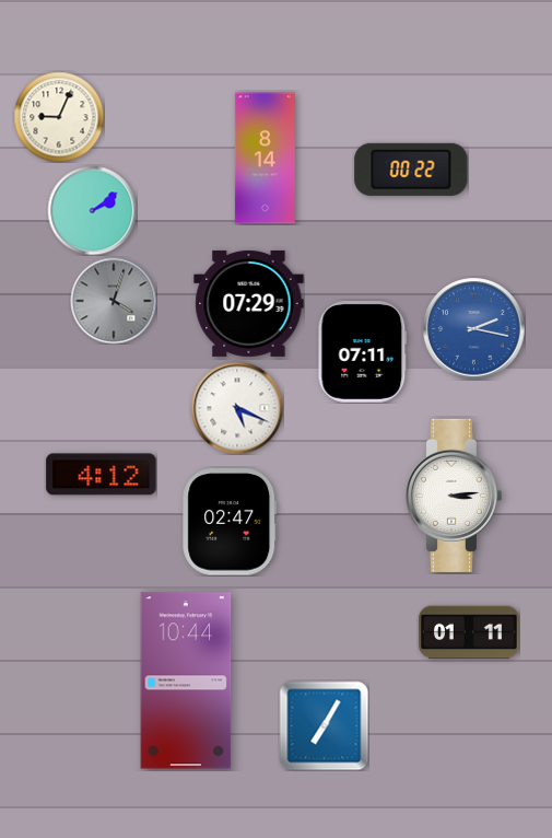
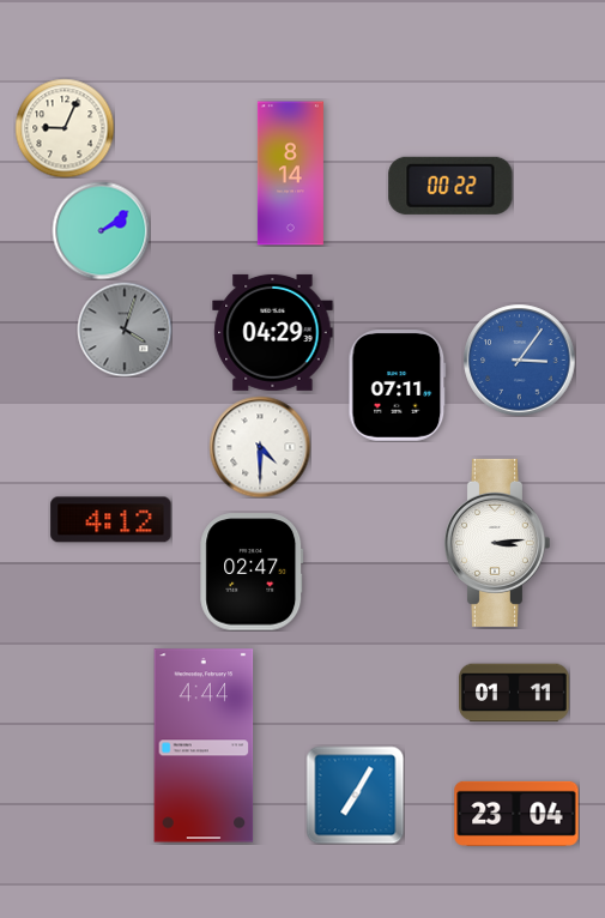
clock at (249, 303): 07:29 -> 04:29
clock at (473, 328): 2:17 -> 3:06
clock at (237, 408): 5:19 -> 4:30
clock at (186, 680): 10:44 -> 4:44
clock at (516, 814): none -> 23:04
